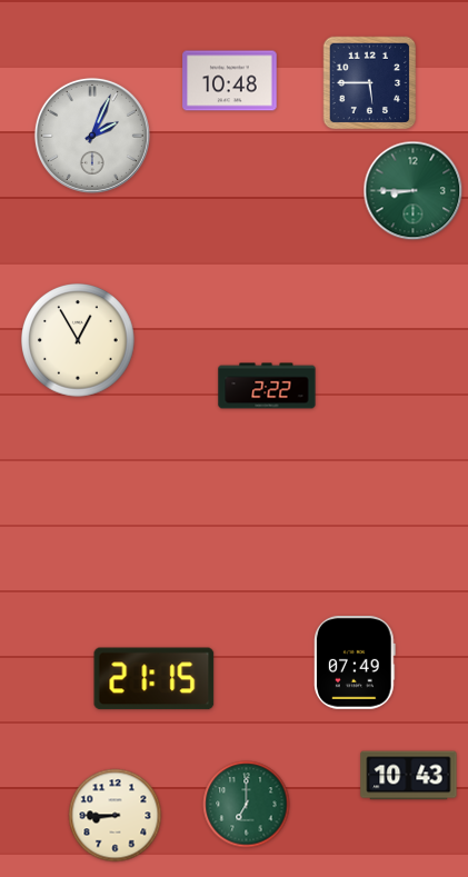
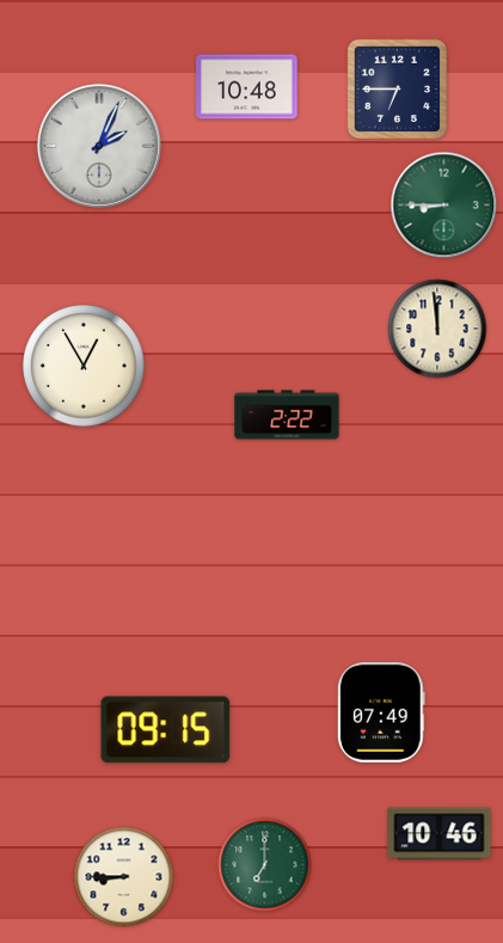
clock at (370, 83): 5:45 -> 6:45
clock at (437, 329): none -> 11:59
clock at (155, 679): 21:15 -> 09:15
clock at (409, 776): 10:43 -> 10:46
